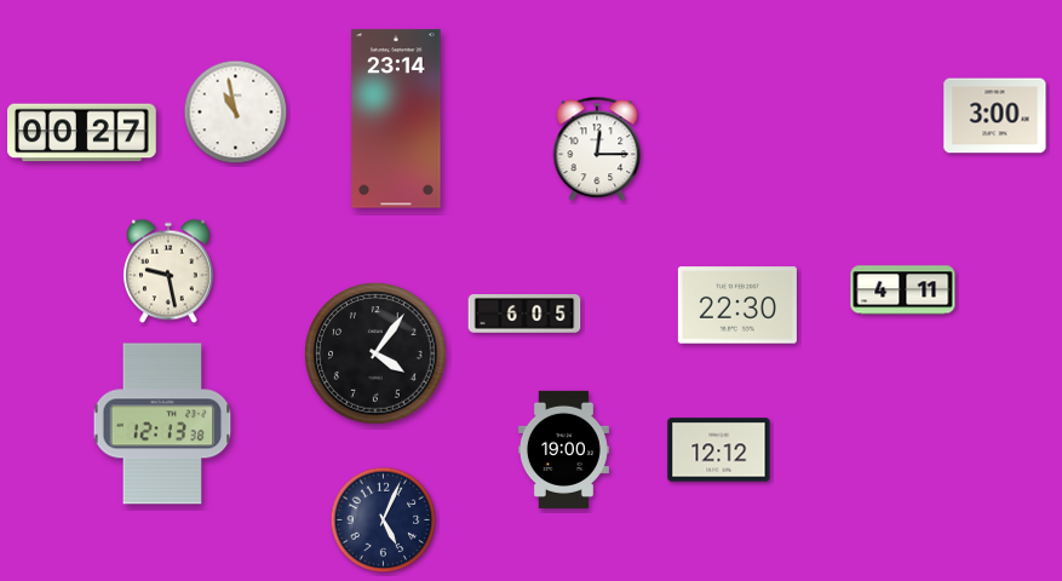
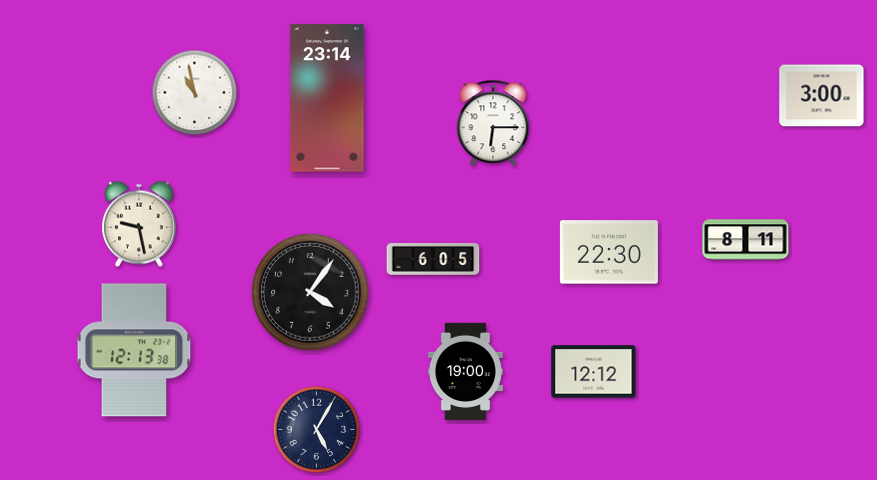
clock at (82, 133): 00:27 -> none
clock at (597, 149): 12:15 -> 6:15
clock at (903, 290): 4:11 -> 8:11
clock at (384, 520): 5:04 -> 5:05
